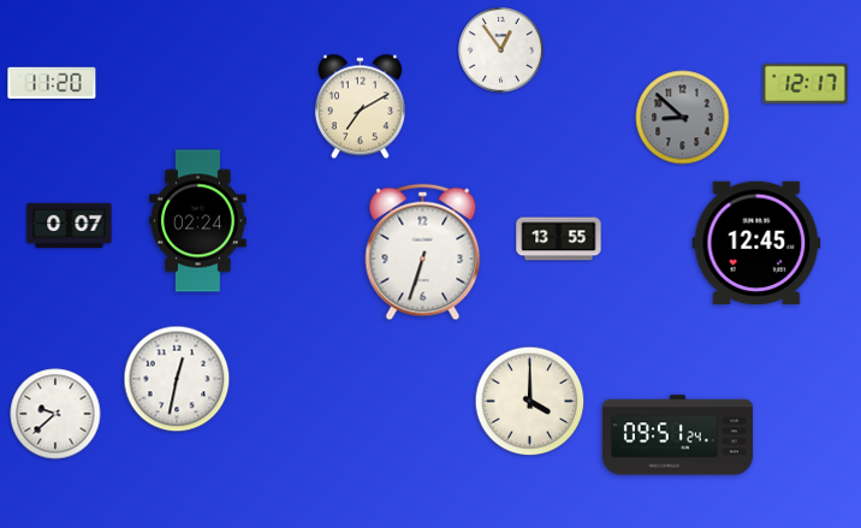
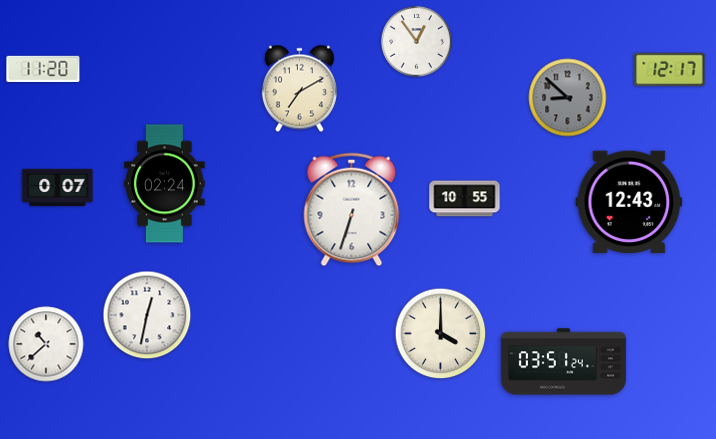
clock at (559, 239): 13:55 -> 10:55
clock at (756, 243): 12:45 -> 12:43
clock at (55, 414): 9:38 -> 10:38
clock at (677, 435): 09:51 -> 03:51
